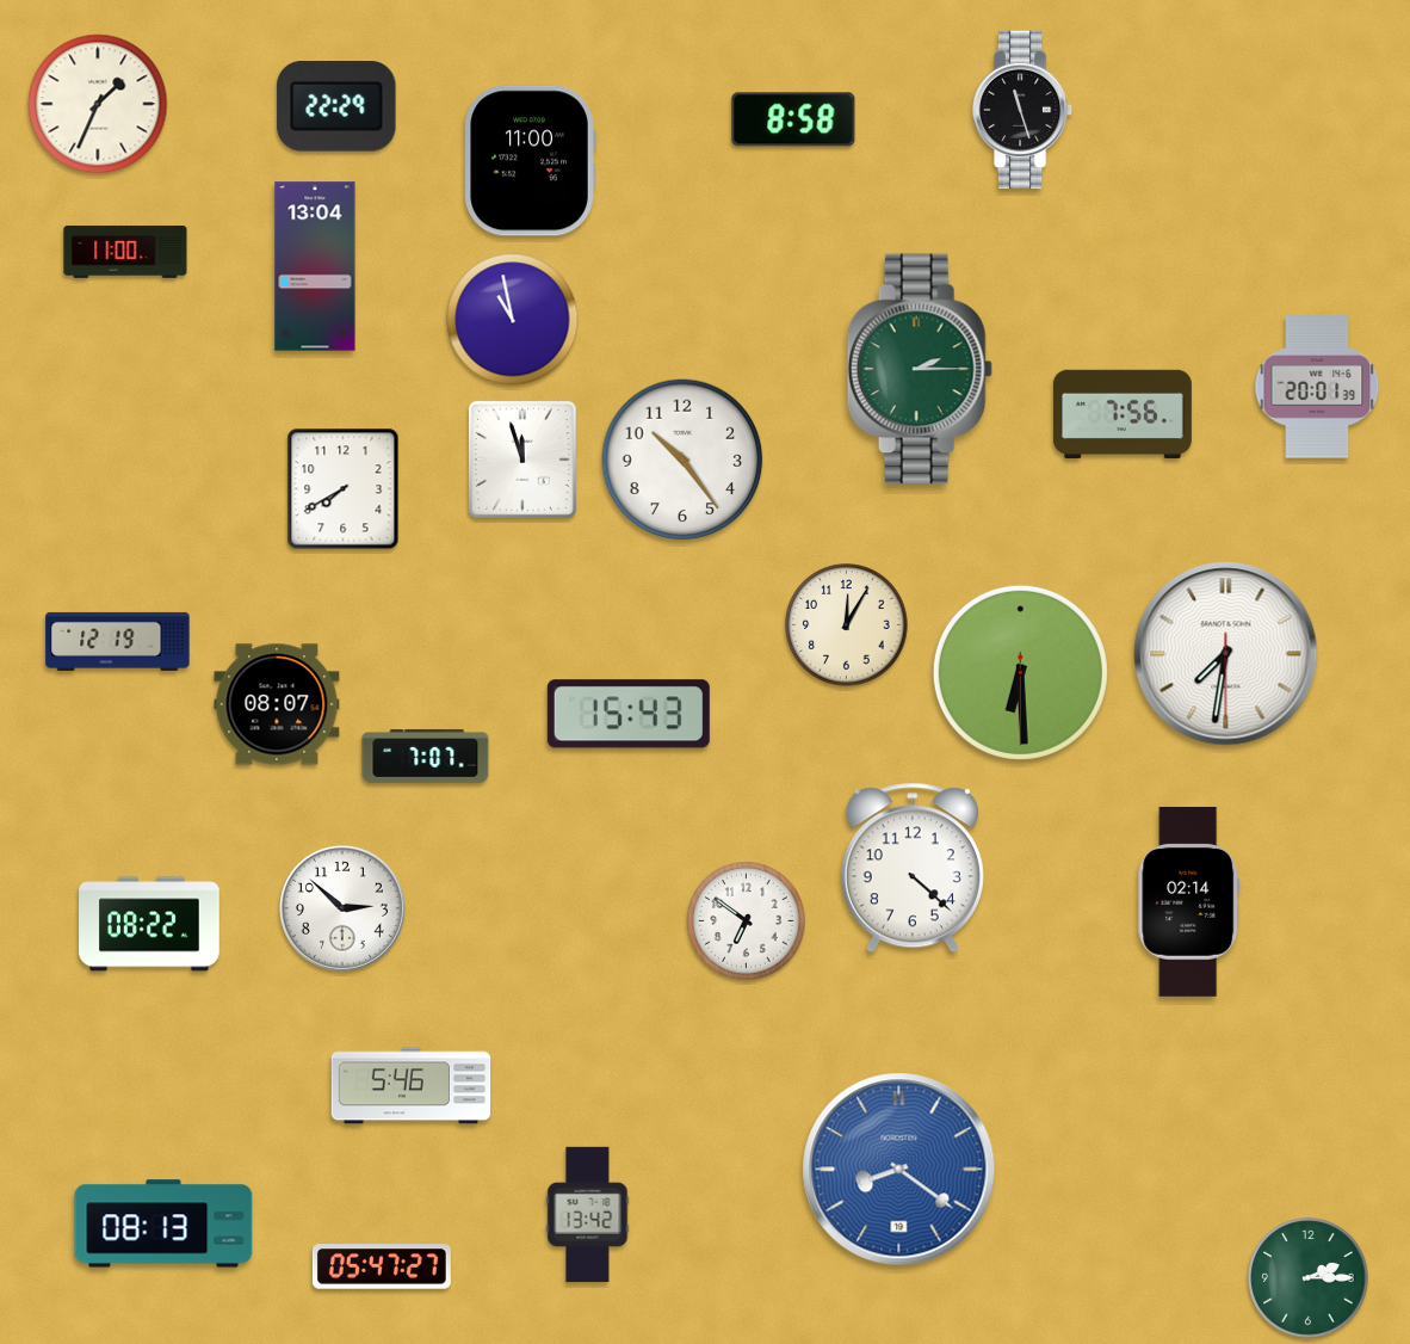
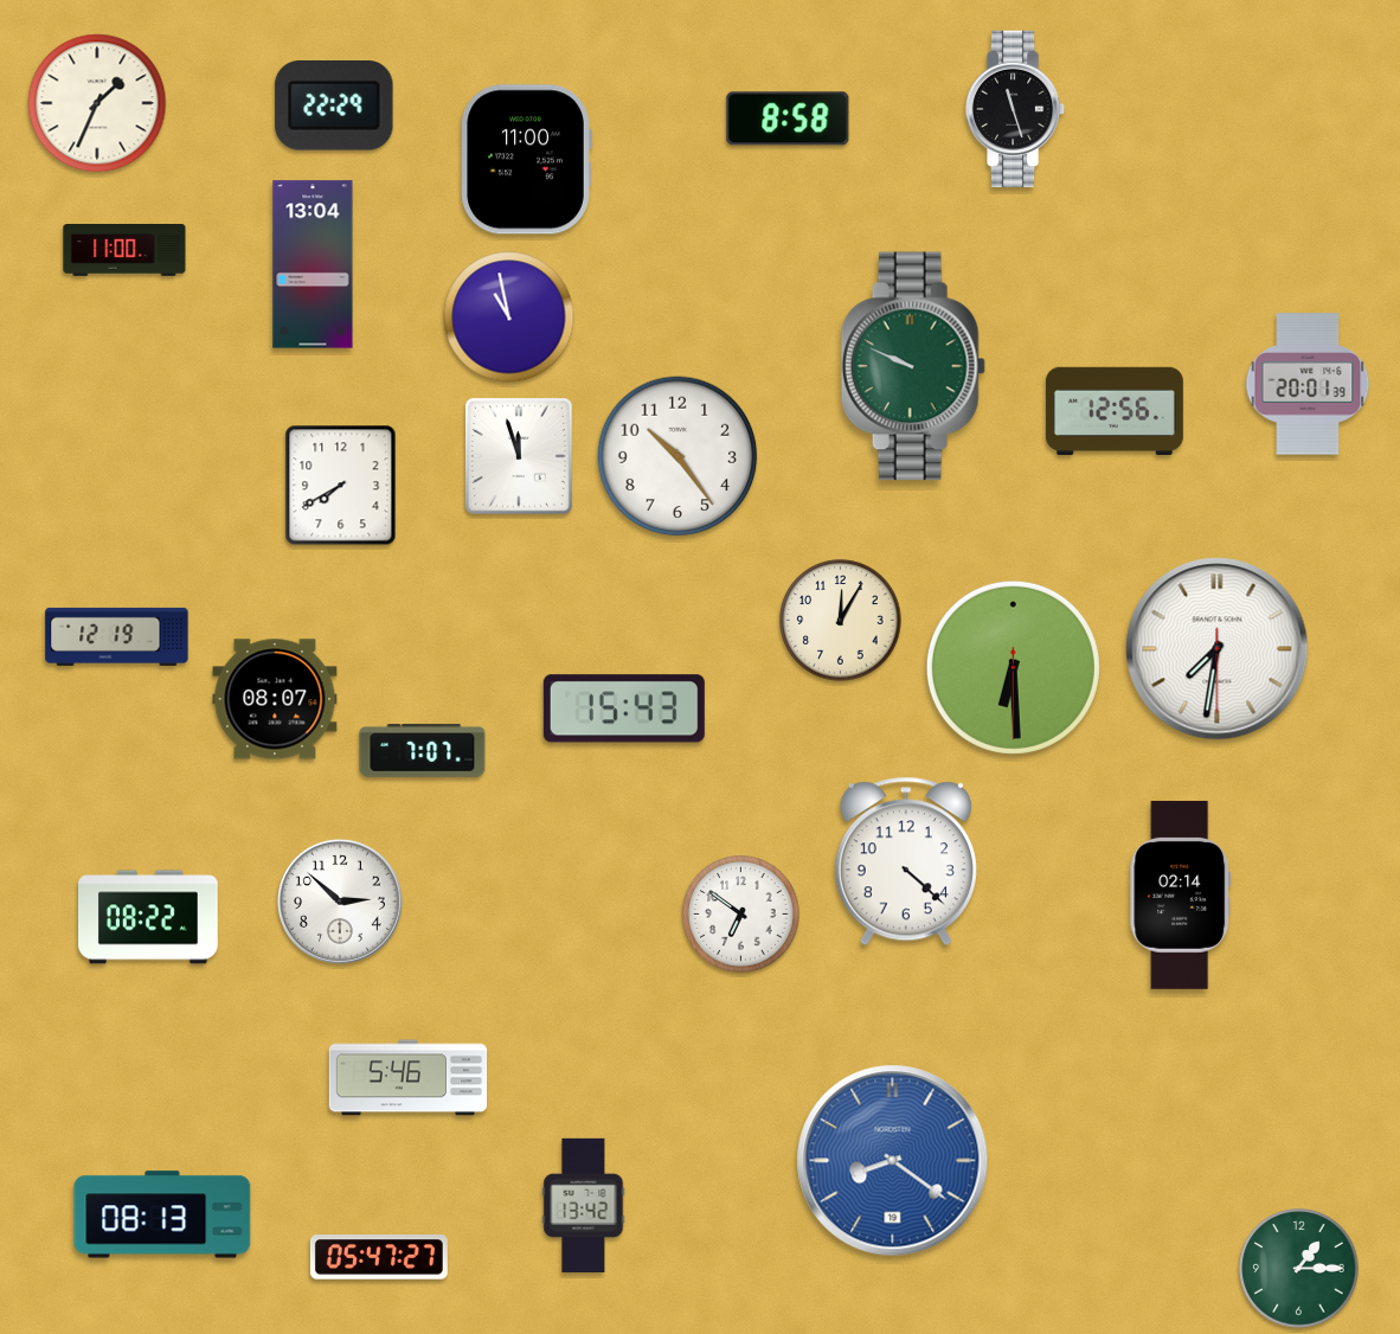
clock at (920, 369): 2:15 -> 9:49
clock at (1123, 413): 7:56 -> 12:56
clock at (1309, 1278): 2:15 -> 1:15
